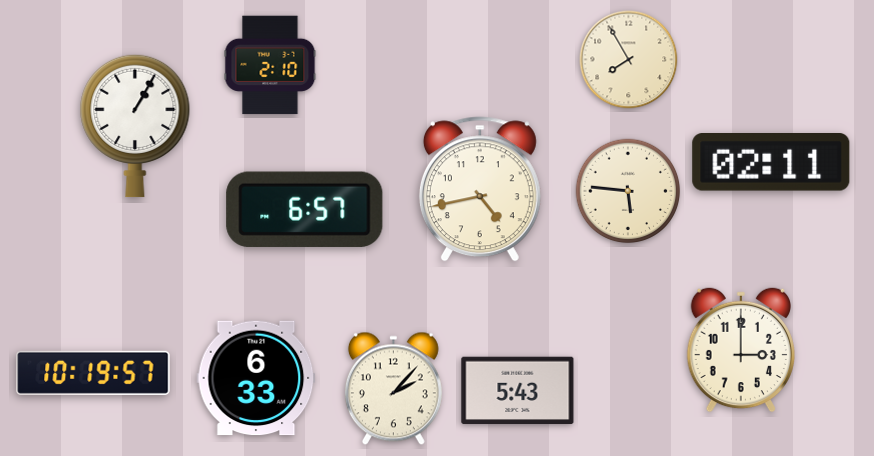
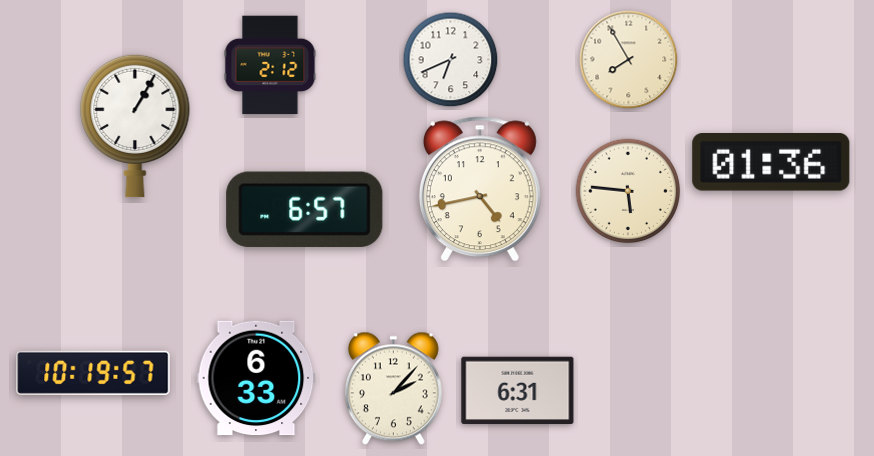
clock at (451, 60): none -> 6:41
clock at (270, 65): 2:10 -> 2:12
clock at (771, 163): 02:11 -> 01:36
clock at (740, 350): 3:00 -> none
clock at (518, 391): 5:43 -> 6:31
